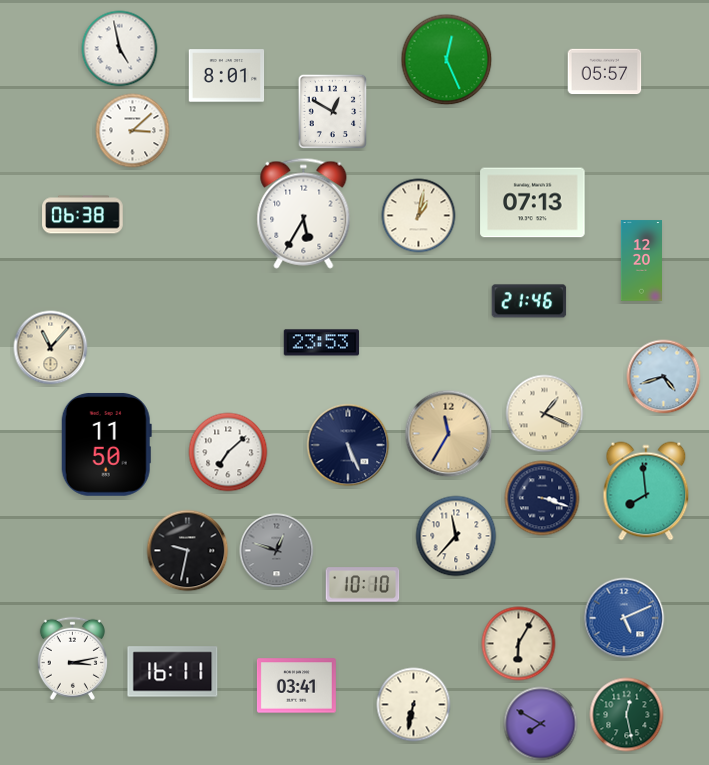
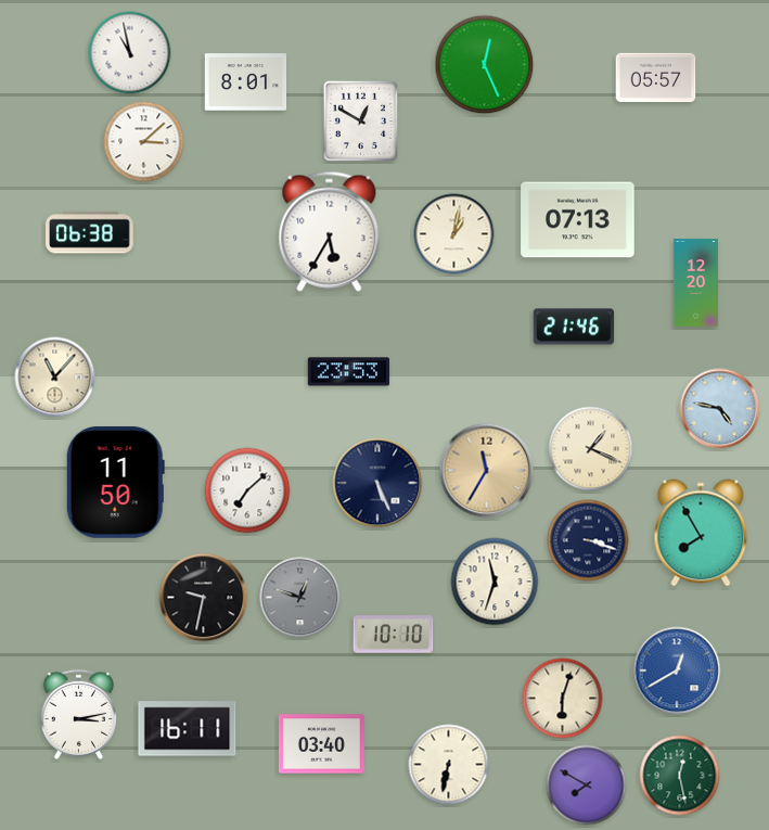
clock at (120, 49): 4:58 -> 10:58
clock at (664, 377): 4:42 -> 4:47
clock at (646, 491): 7:59 -> 7:55
clock at (456, 536): 11:37 -> 11:33
clock at (624, 618): 5:11 -> 12:40
clock at (519, 644): 6:05 -> 6:03
clock at (296, 686): 03:41 -> 03:40
